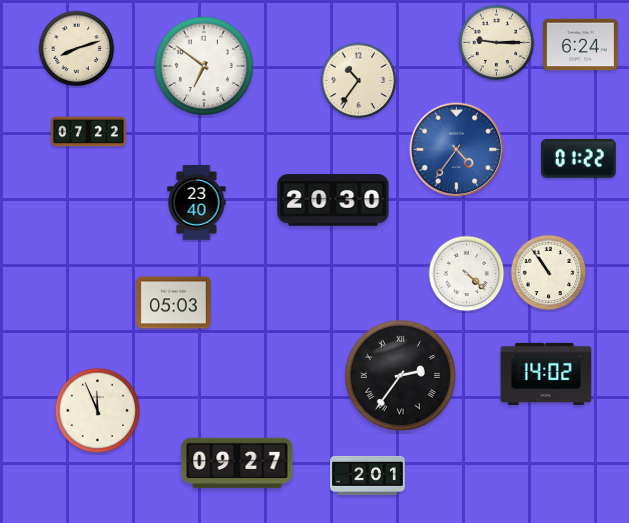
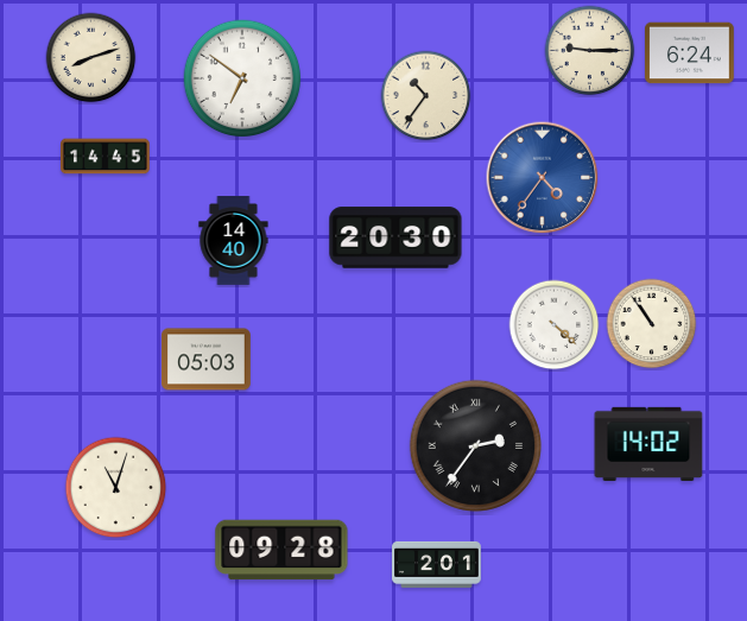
clock at (89, 132): 07:22 -> 14:45
clock at (578, 158): 01:22 -> none
clock at (197, 203): 23:40 -> 14:40
clock at (98, 411): 11:56 -> 11:03
clock at (237, 463): 09:27 -> 09:28
